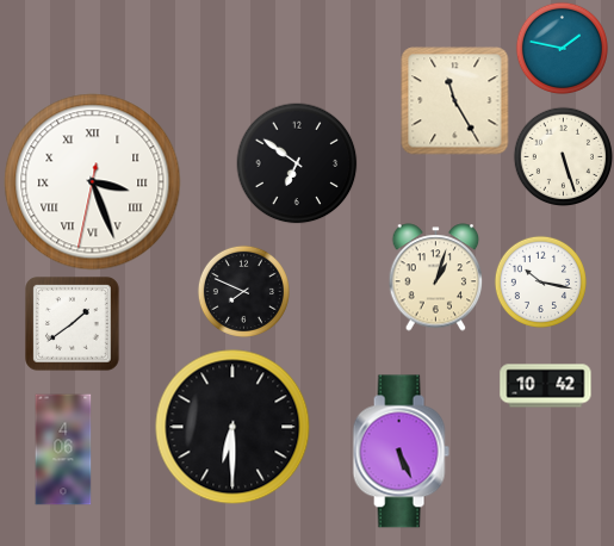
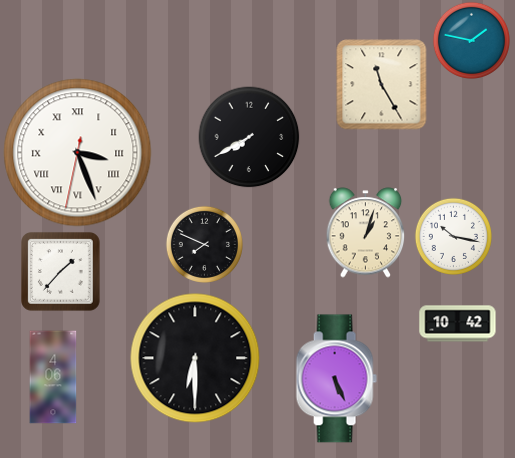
clock at (563, 156): 5:27 -> none
clock at (297, 163): 6:51 -> 7:40
clock at (73, 324): 1:39 -> 1:37
